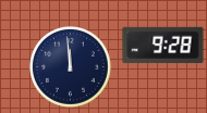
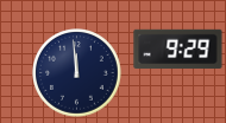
clock at (163, 46): 9:28 -> 9:29
